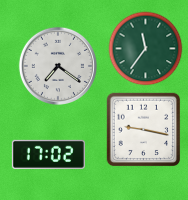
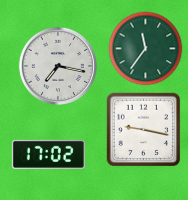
clock at (58, 66): 7:21 -> 7:17
